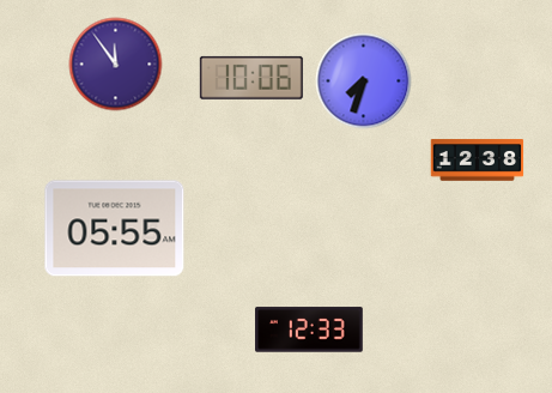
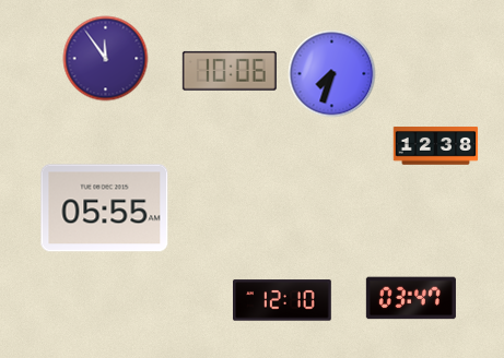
clock at (411, 298): none -> 03:47
clock at (310, 329): 12:33 -> 12:10
